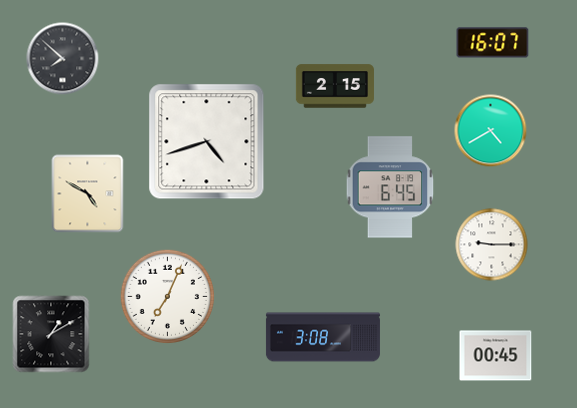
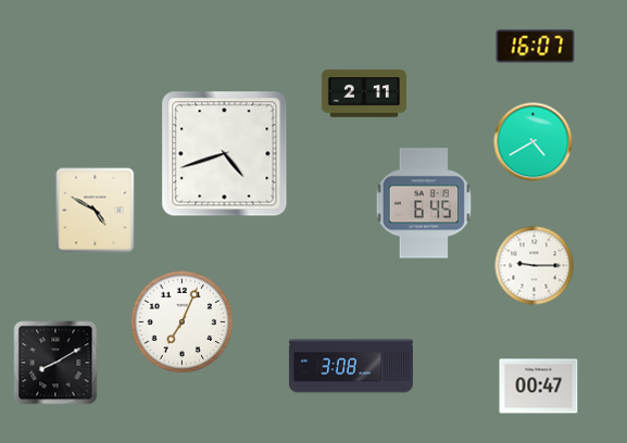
clock at (63, 59): 7:52 -> none
clock at (335, 86): 2:15 -> 2:11
clock at (51, 334): 1:10 -> 8:10
clock at (496, 356): 00:45 -> 00:47
